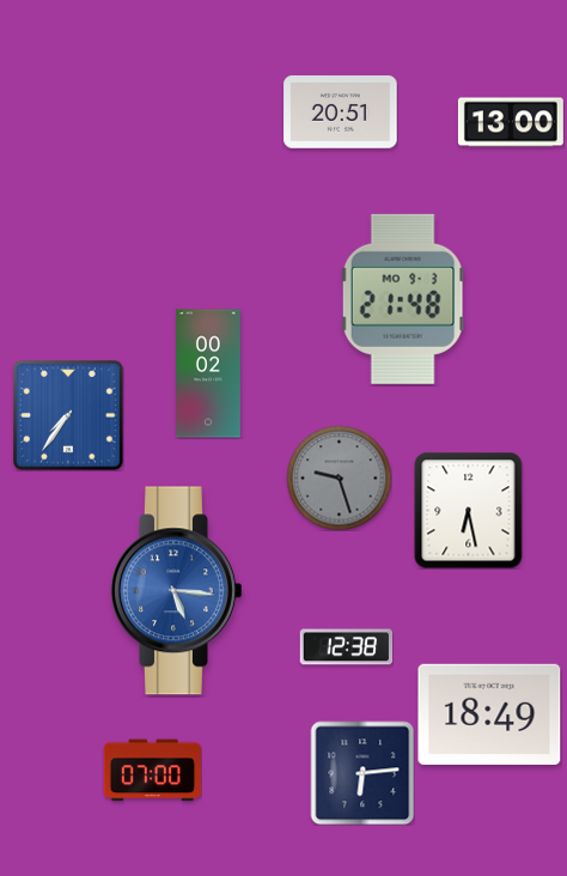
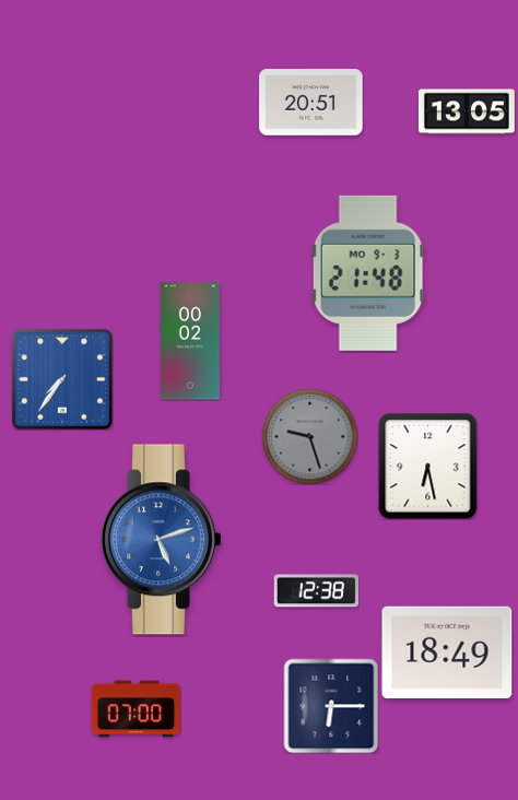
clock at (511, 122): 13:00 -> 13:05
clock at (177, 591): 5:16 -> 5:12
clock at (152, 771) position: (152, 771) -> (136, 709)
clock at (362, 773): 6:14 -> 6:15
